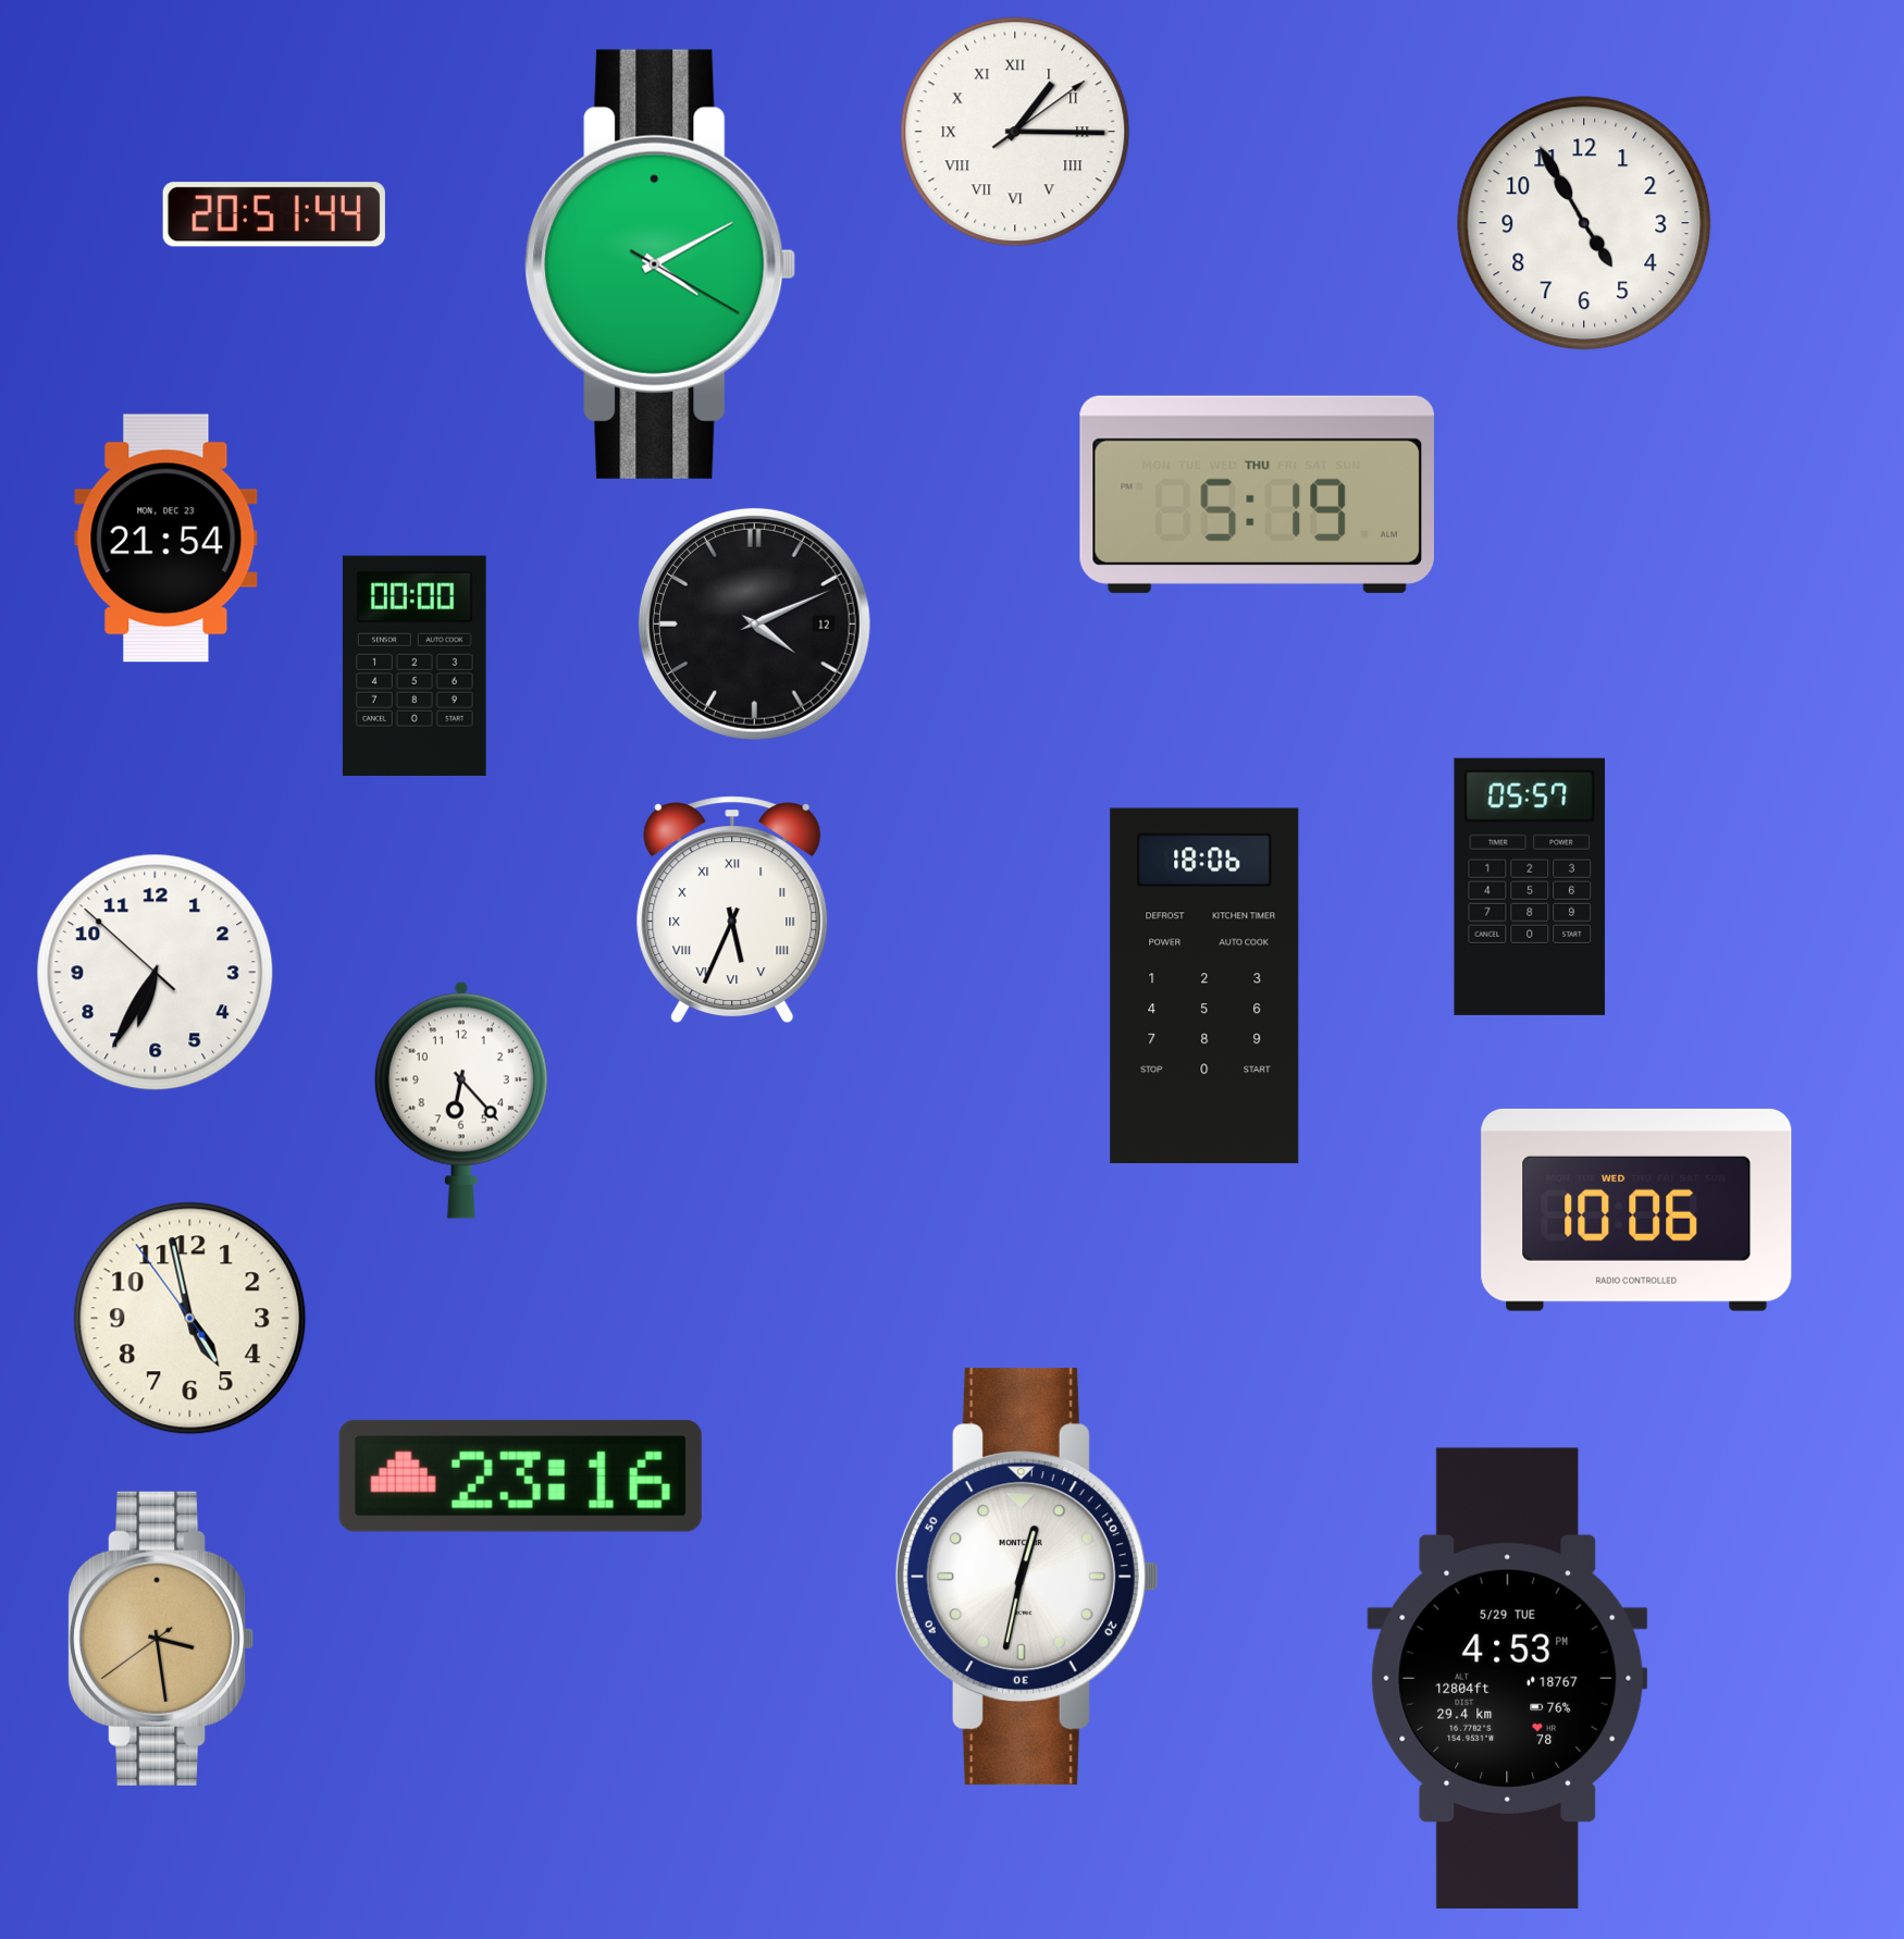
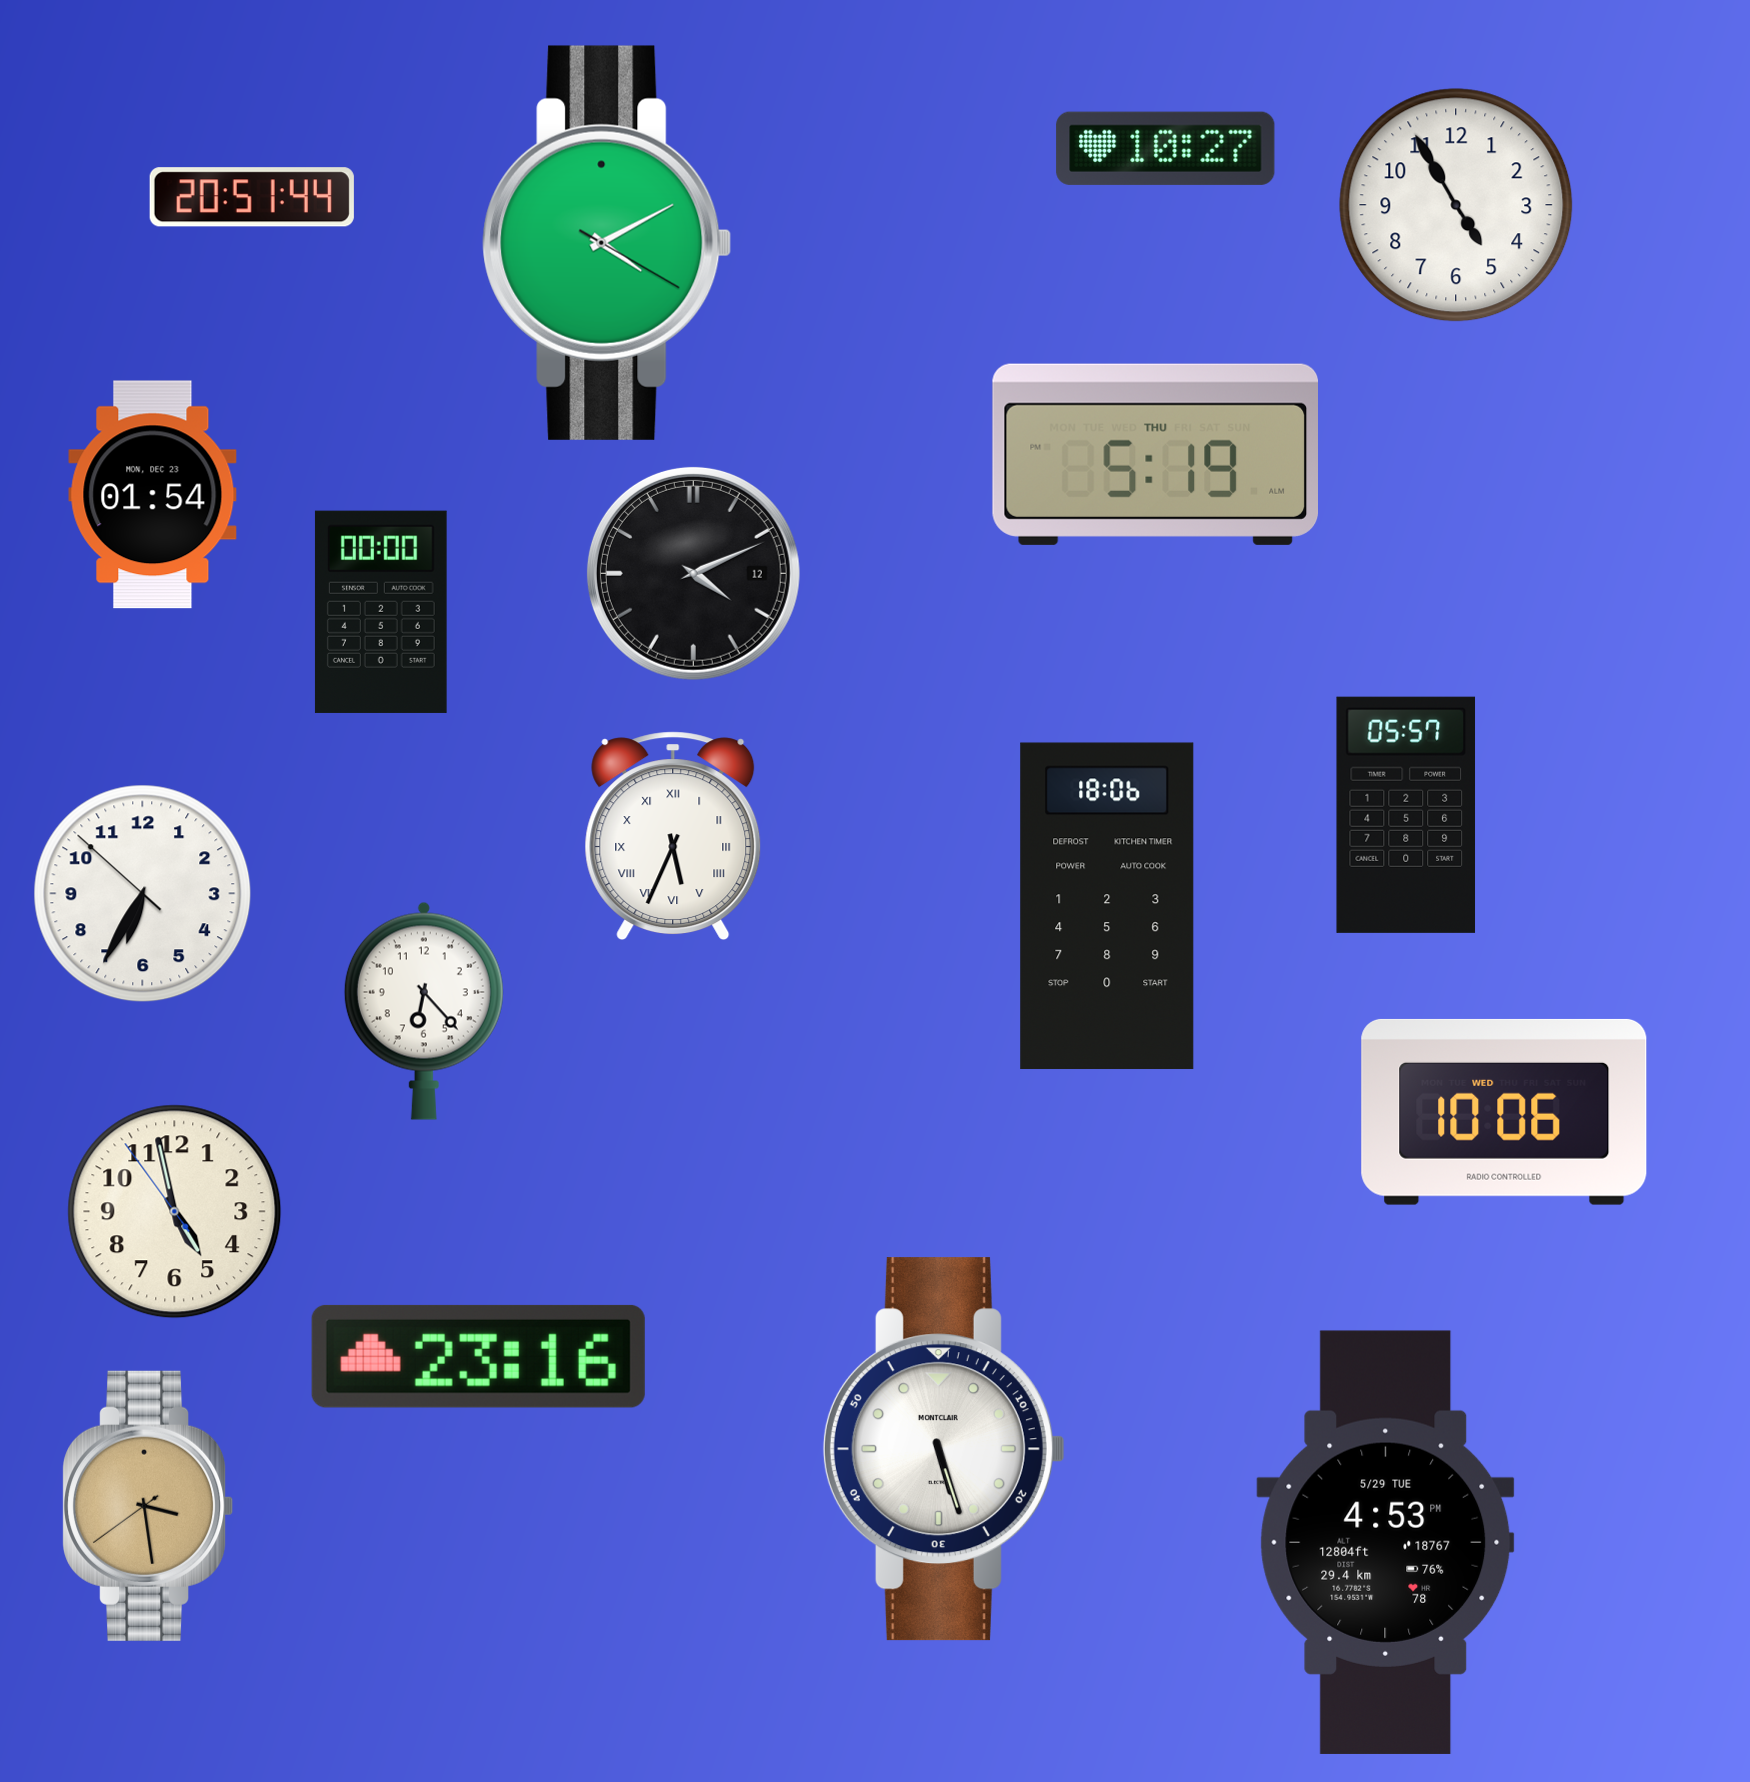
clock at (1015, 132): 1:15 -> none
clock at (1166, 148): none -> 10:27
clock at (166, 539): 21:54 -> 01:54
clock at (1027, 1577): 12:32 -> 5:27
